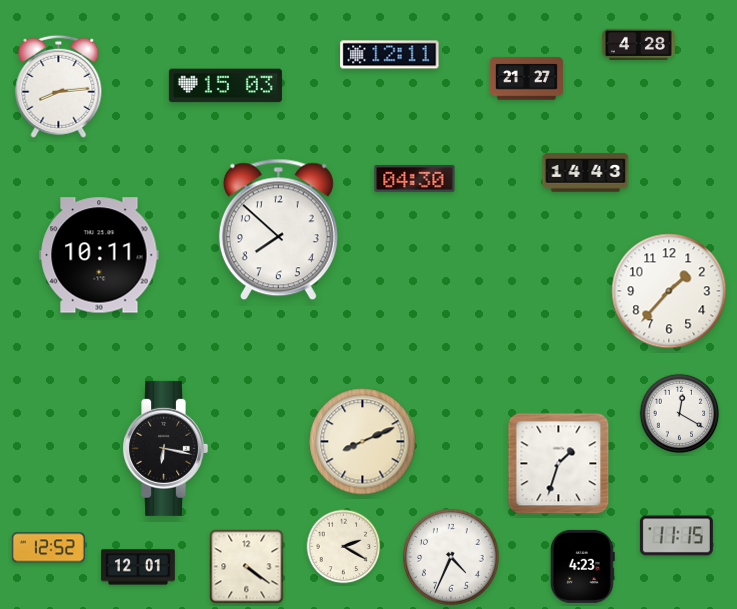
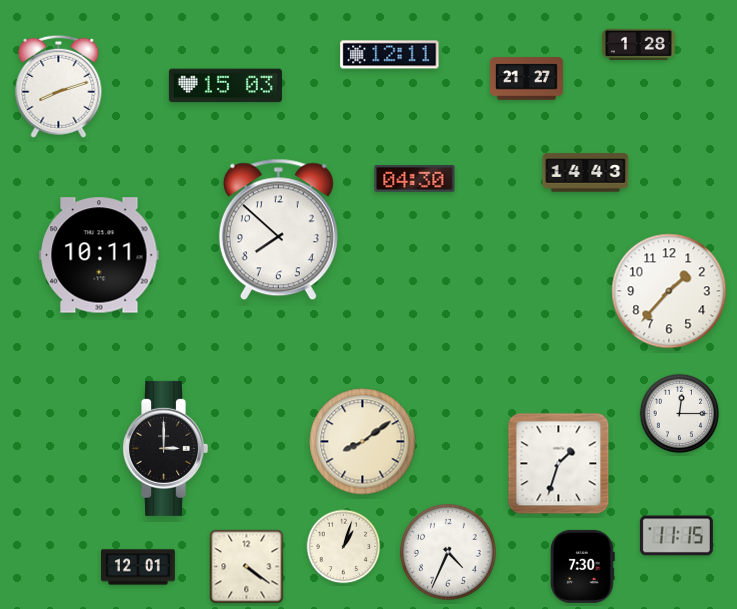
clock at (638, 44): 4:28 -> 1:28
clock at (59, 86): 8:14 -> 8:12
clock at (680, 414): 12:20 -> 12:15
clock at (363, 442): 8:11 -> 8:09
clock at (165, 448): 6:17 -> 3:00
clock at (344, 547): 2:20 -> 1:03
clock at (48, 548): 12:52 -> none
clock at (451, 557) position: (451, 557) -> (448, 552)
clock at (582, 566): 4:23 -> 7:30
